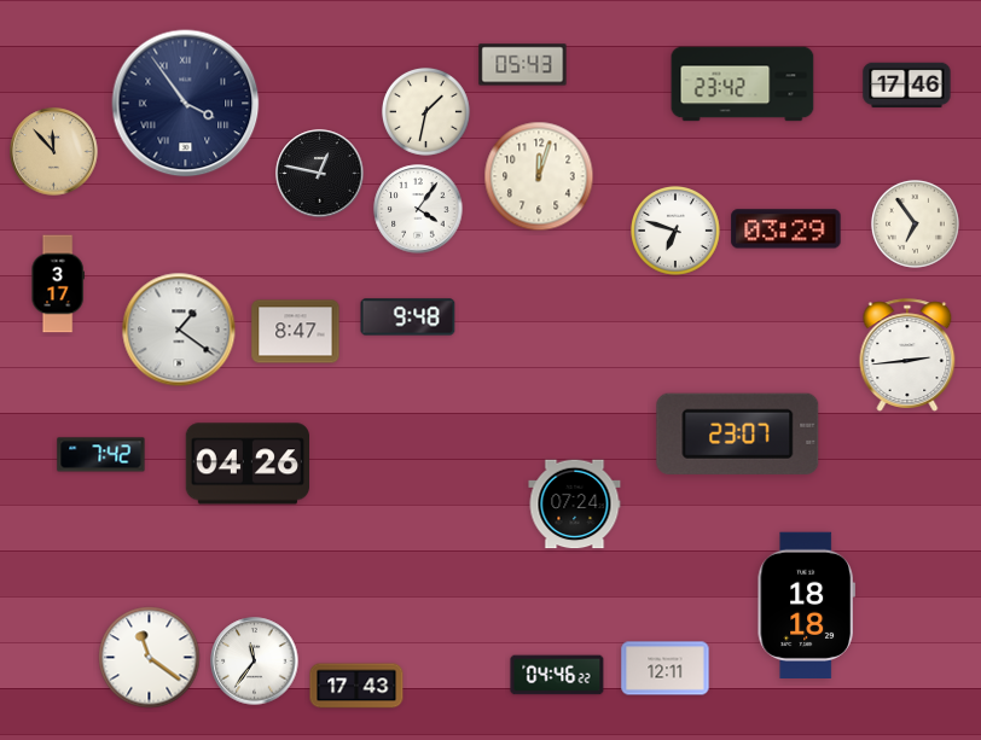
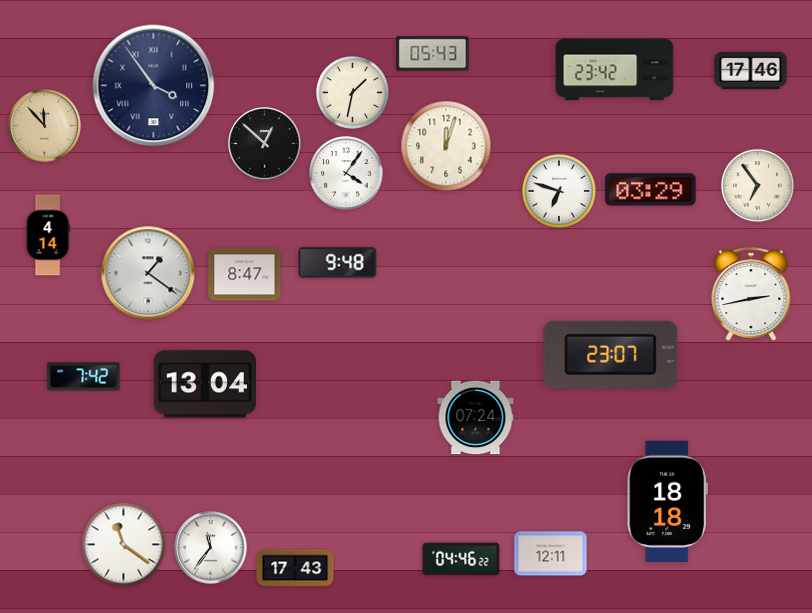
clock at (320, 174): 12:47 -> 12:52
clock at (58, 284): 3:17 -> 4:14
clock at (907, 355): 2:44 -> 2:43
clock at (738, 433) position: (738, 433) -> (611, 354)
clock at (246, 464): 04:26 -> 13:04
